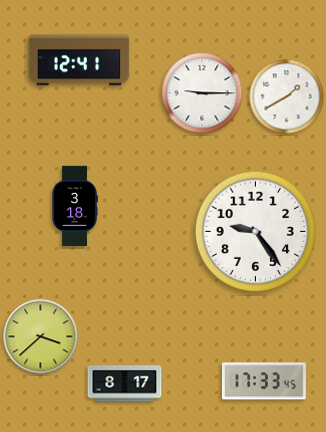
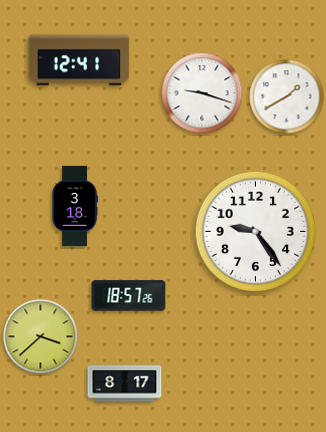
clock at (202, 93): 9:15 -> 9:18
clock at (129, 296): none -> 18:57
clock at (264, 381): 17:33 -> none
